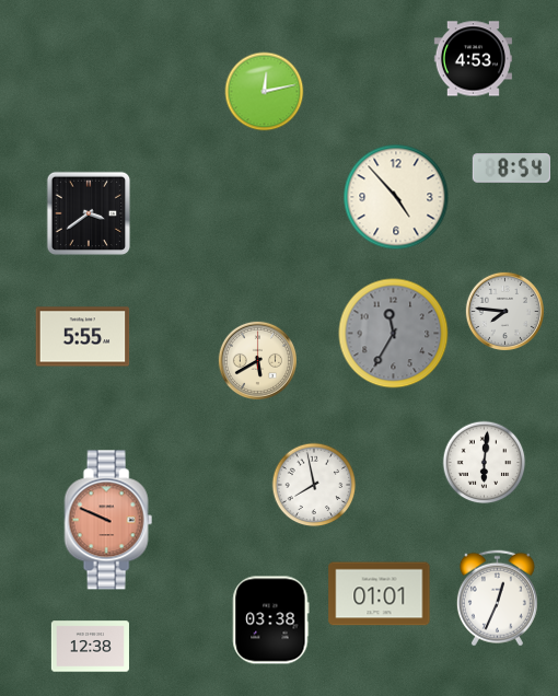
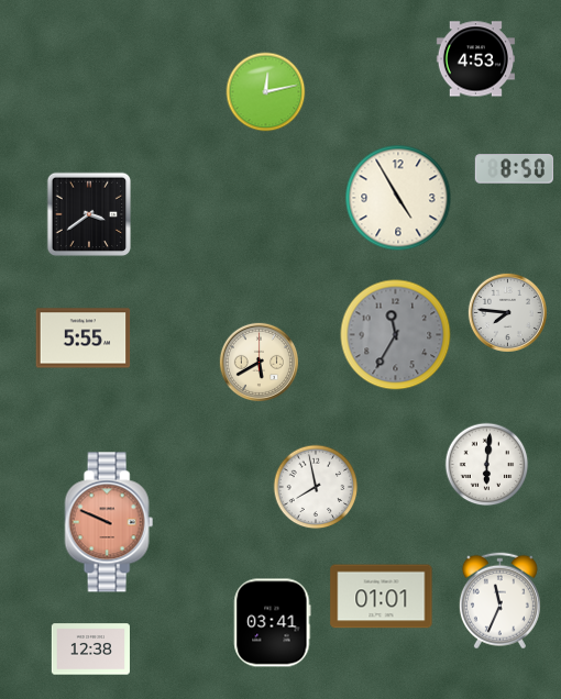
clock at (511, 169): 8:54 -> 8:50
clock at (396, 197): 4:53 -> 4:55
clock at (497, 599): 12:34 -> 11:34
clock at (271, 620): 03:38 -> 03:41
